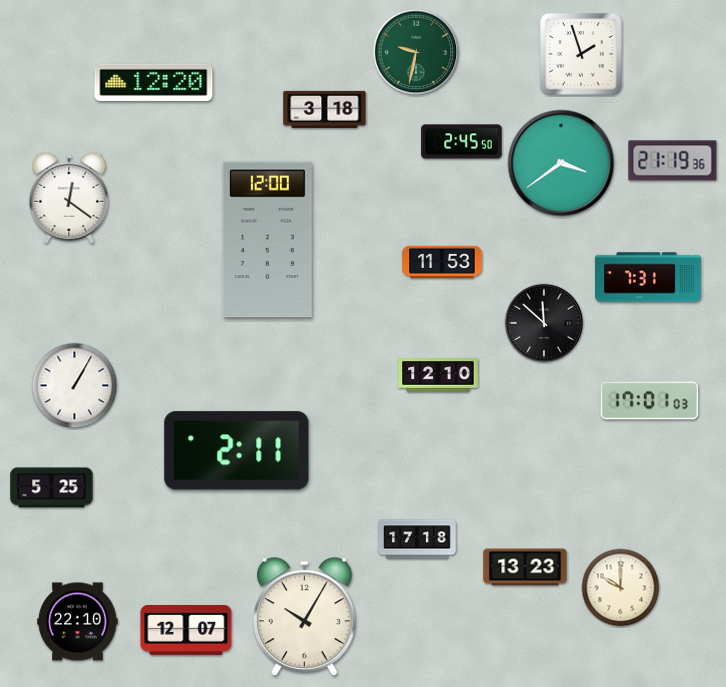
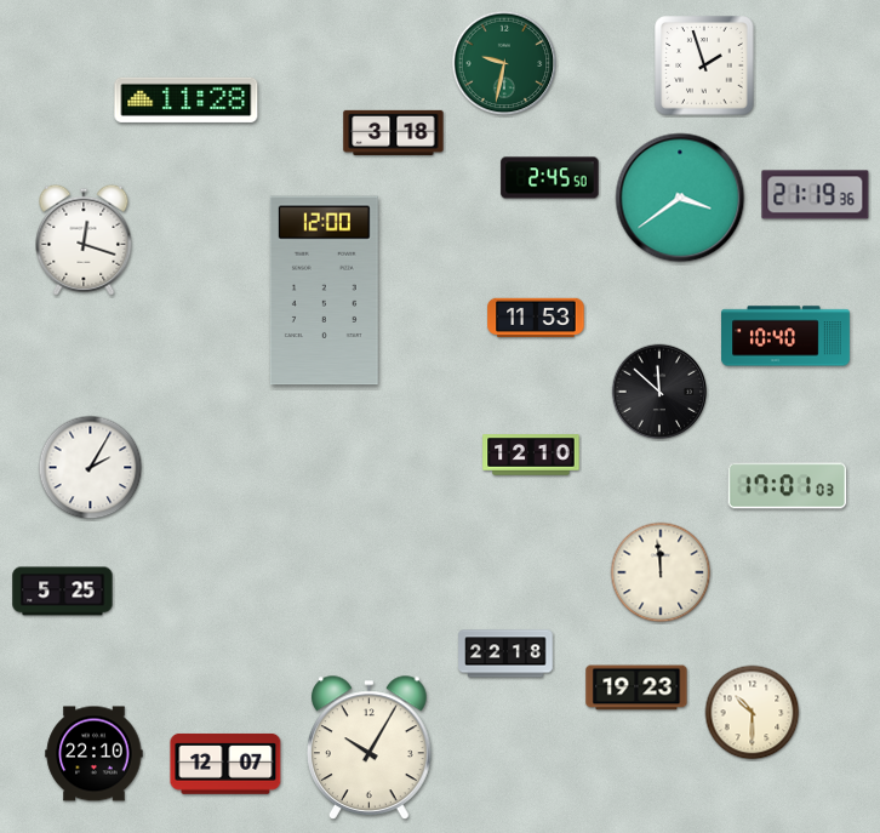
clock at (154, 82): 12:20 -> 11:28
clock at (462, 142) position: (462, 142) -> (550, 178)
clock at (69, 198): 12:21 -> 12:18
clock at (649, 277): 7:31 -> 10:40
clock at (75, 386): 1:05 -> 2:05
clock at (237, 451): 2:11 -> none
clock at (661, 572): none -> 11:59
clock at (417, 539): 17:18 -> 22:18
clock at (525, 567): 13:23 -> 19:23
clock at (621, 588): 10:00 -> 10:30
